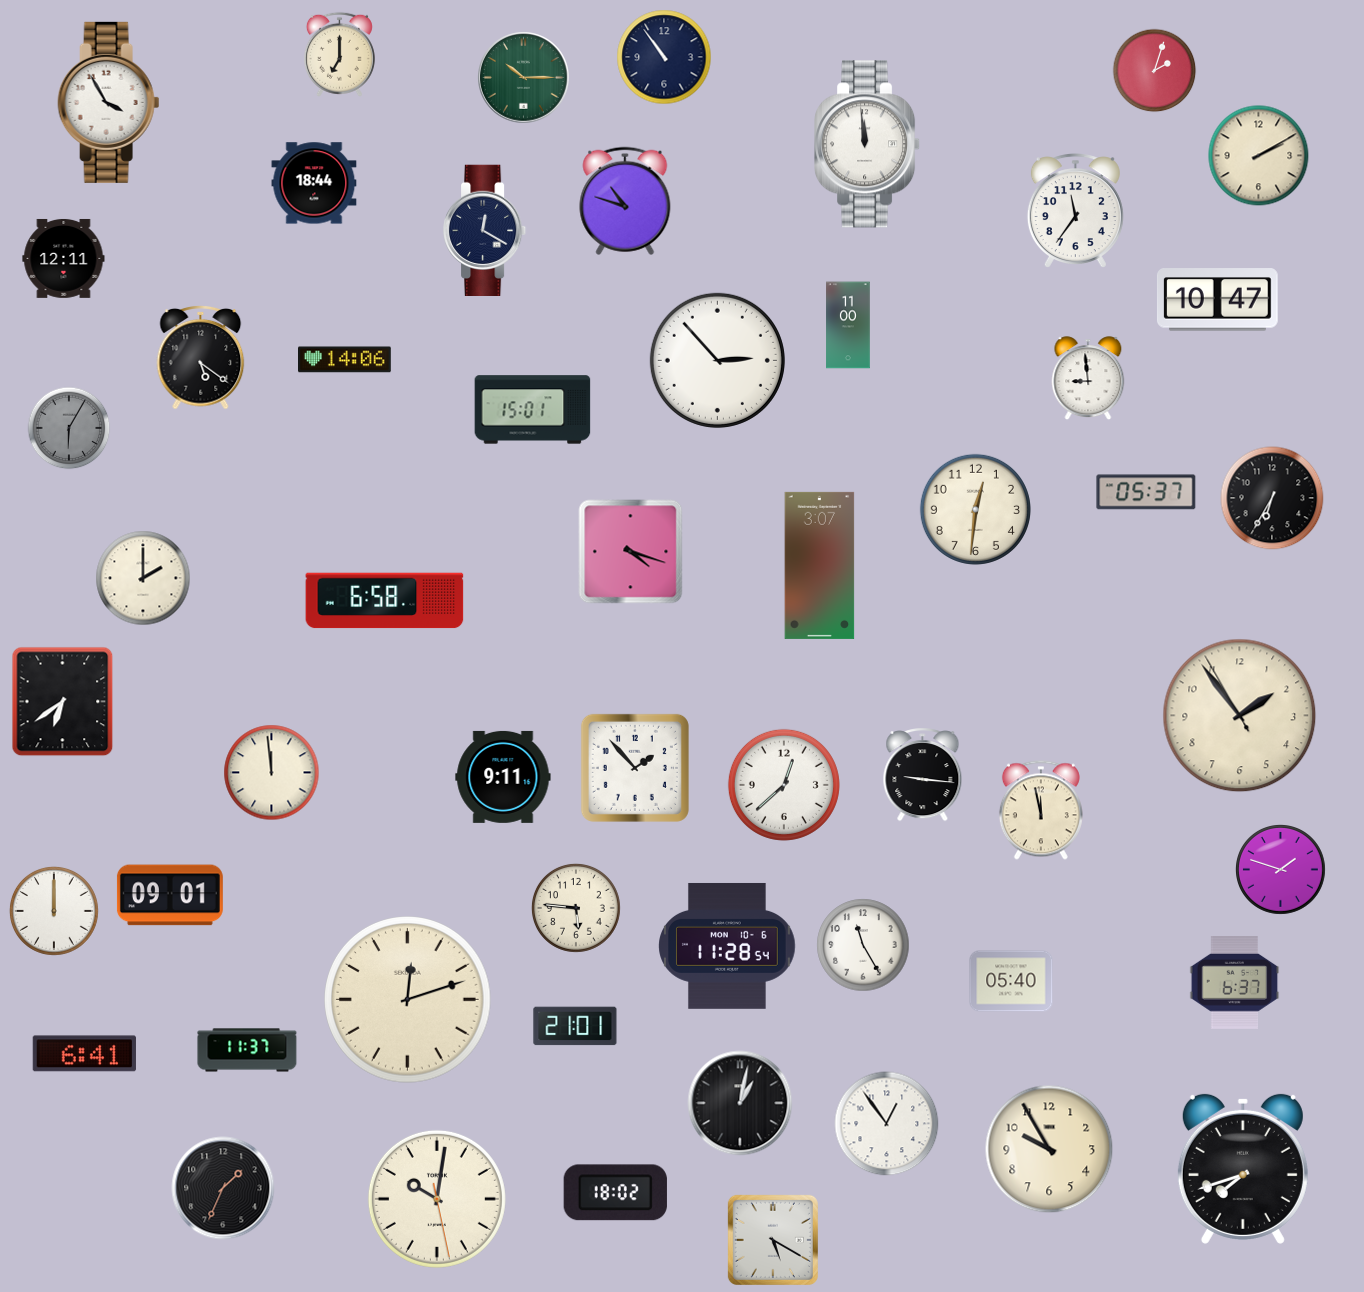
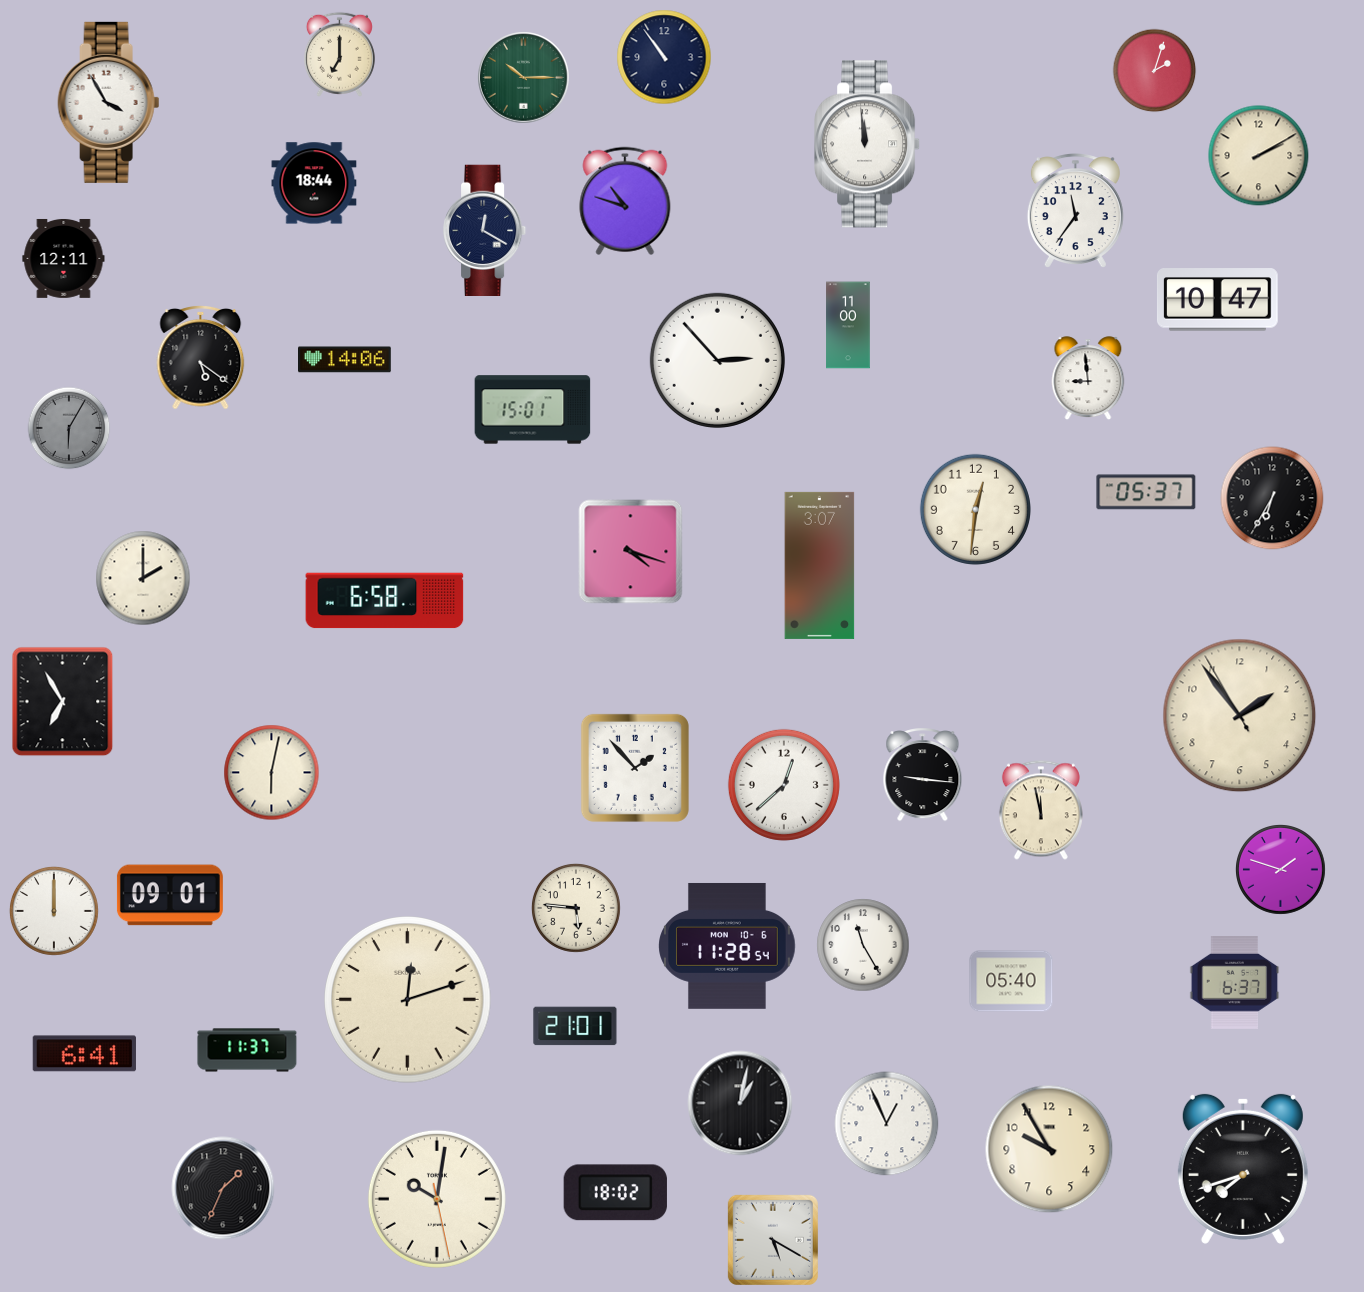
clock at (63, 702): 6:39 -> 6:55
clock at (272, 773): 11:59 -> 6:02
clock at (503, 777): 9:11 -> none
clock at (887, 1124): 12:54 -> 12:56
